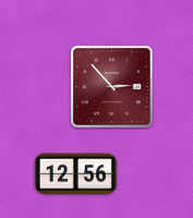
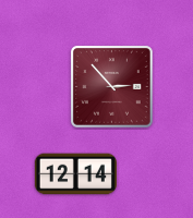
clock at (75, 174): 12:56 -> 12:14
